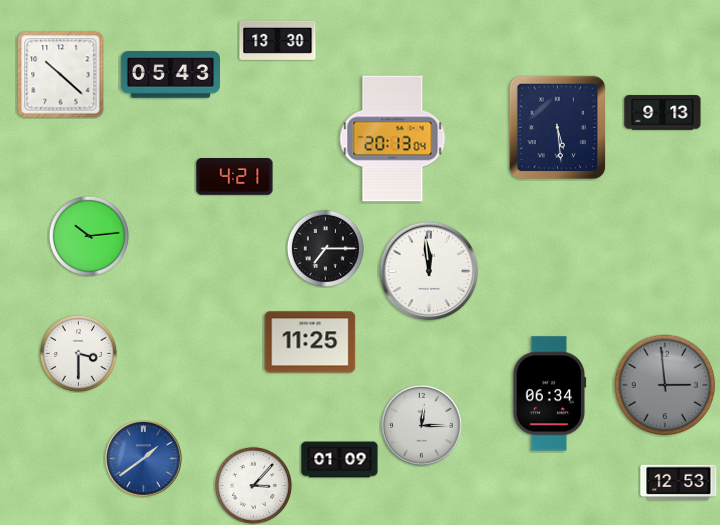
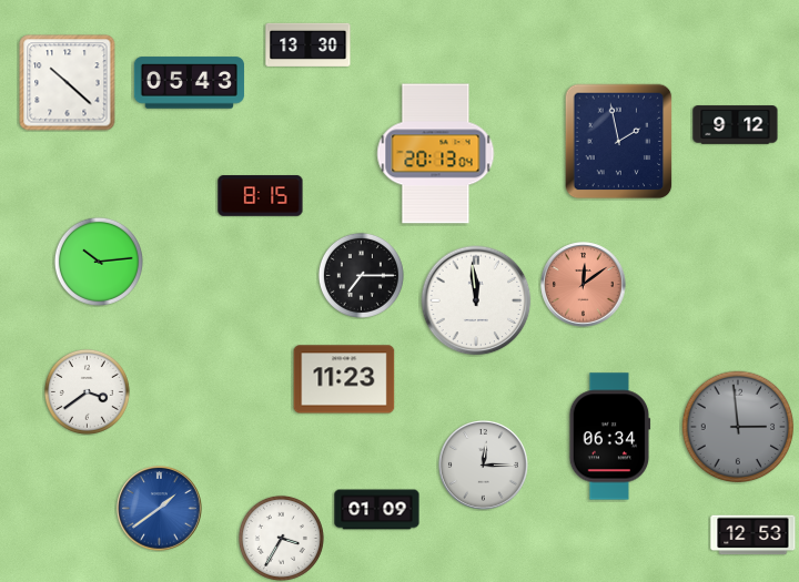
clock at (663, 113): 9:13 -> 9:12
clock at (558, 128): 5:29 -> 1:58
clock at (235, 177): 4:21 -> 8:15
clock at (584, 285): none -> 12:09
clock at (310, 342): 11:25 -> 11:23
clock at (78, 353): 3:30 -> 3:39
clock at (422, 426) position: (422, 426) -> (484, 466)
clock at (253, 485): 3:07 -> 3:35
